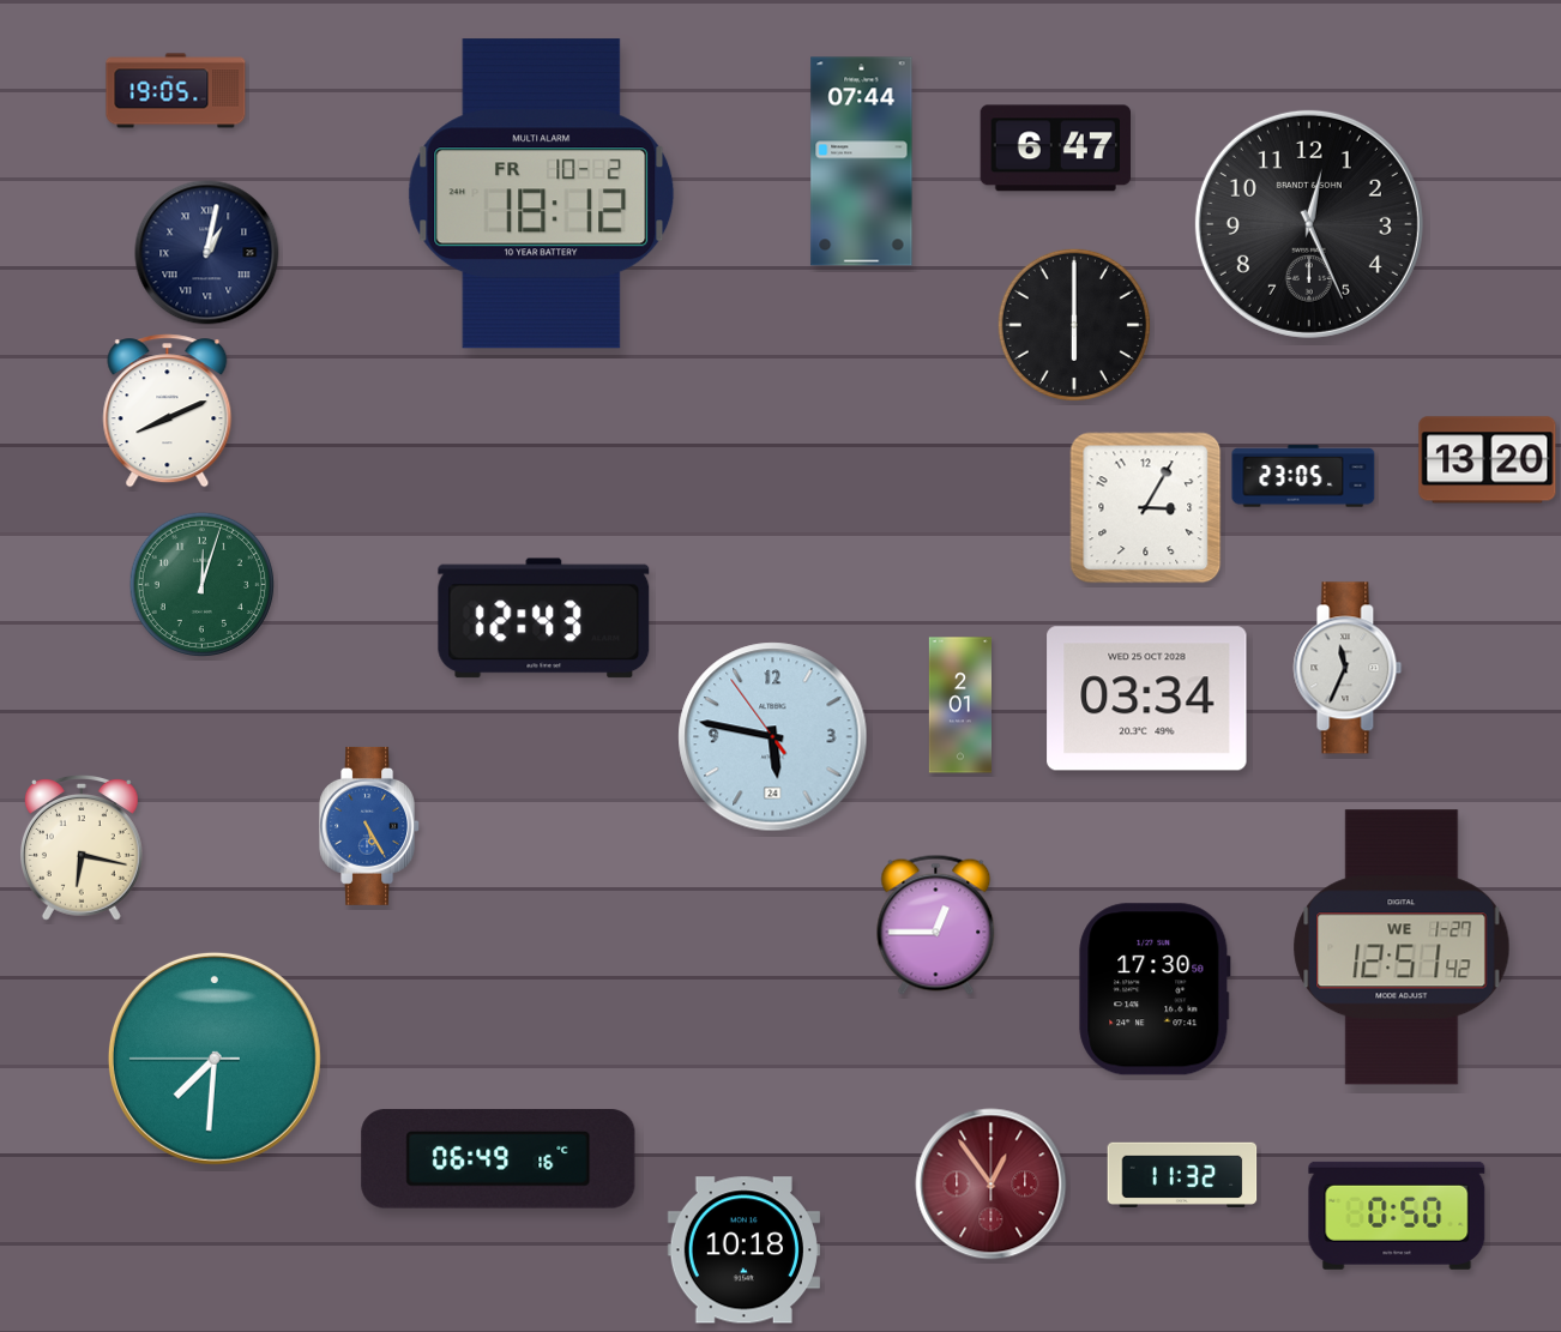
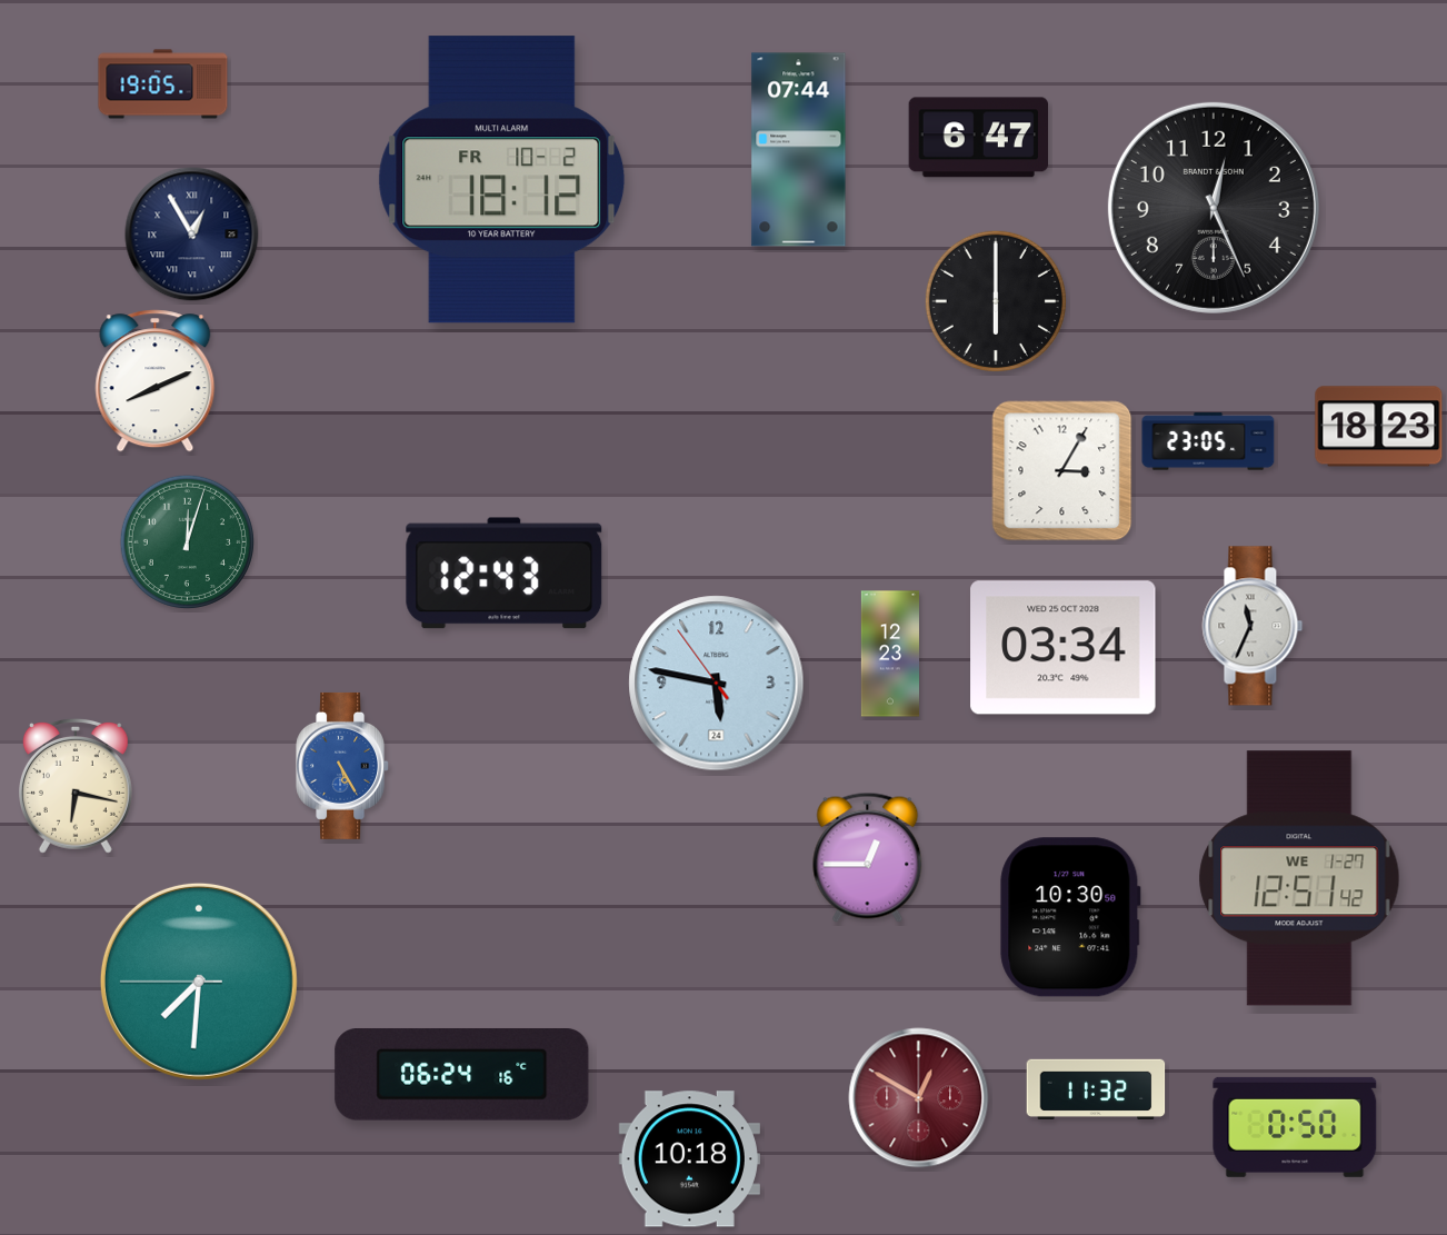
clock at (207, 253): 1:02 -> 12:55
clock at (1488, 460): 13:20 -> 18:23
clock at (1348, 668) position: (1348, 668) -> (1253, 626)
clock at (959, 705): 2:01 -> 12:23
clock at (1155, 989): 17:30 -> 10:30
clock at (499, 1159): 06:49 -> 06:24
clock at (992, 1185): 12:54 -> 12:50
